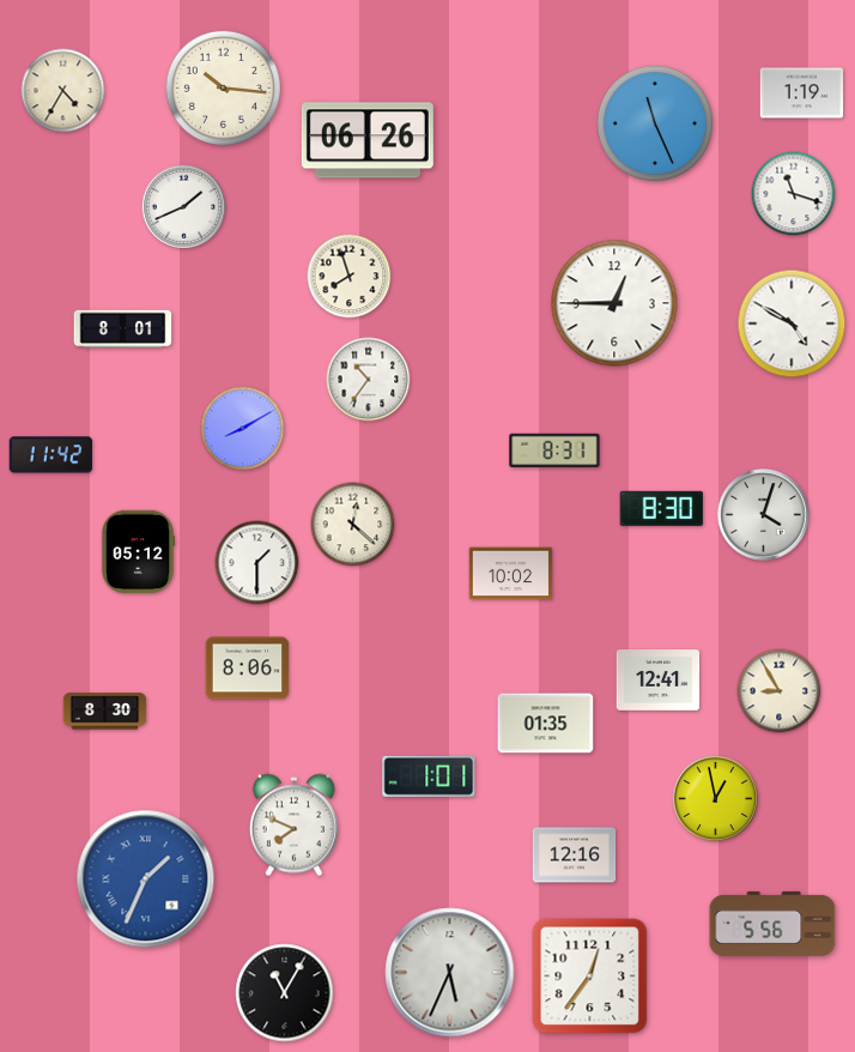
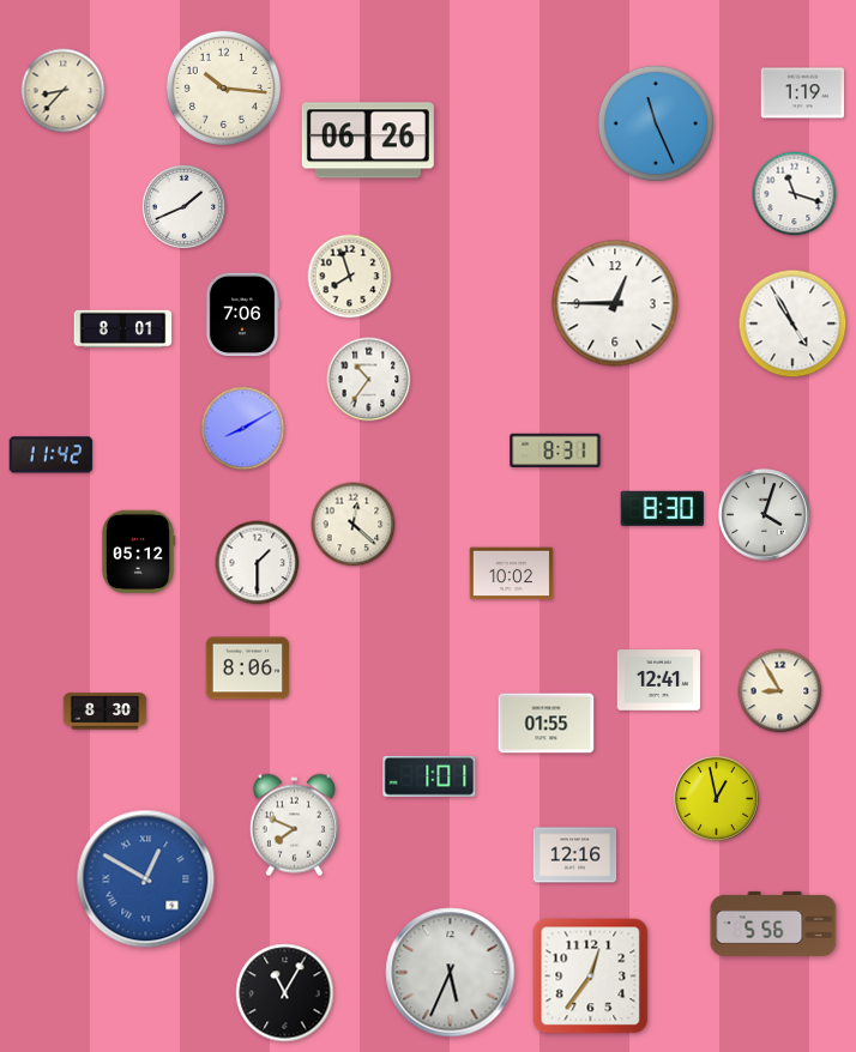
clock at (63, 91): 4:35 -> 8:37
clock at (242, 315): none -> 7:06
clock at (792, 324): 4:50 -> 4:55
clock at (546, 724): 01:35 -> 01:55
clock at (146, 879): 1:34 -> 12:50
